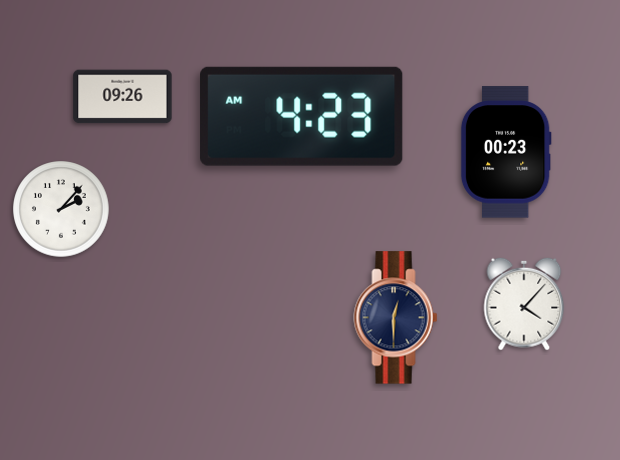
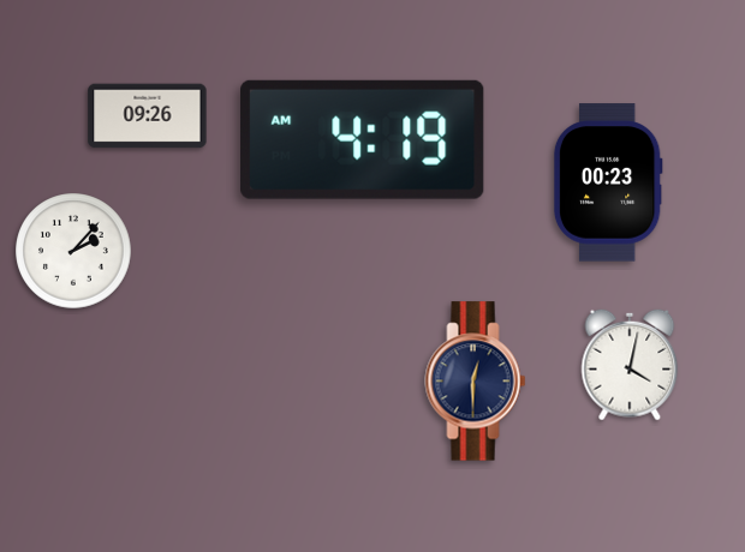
clock at (302, 116): 4:23 -> 4:19
clock at (524, 304): 4:07 -> 4:02
